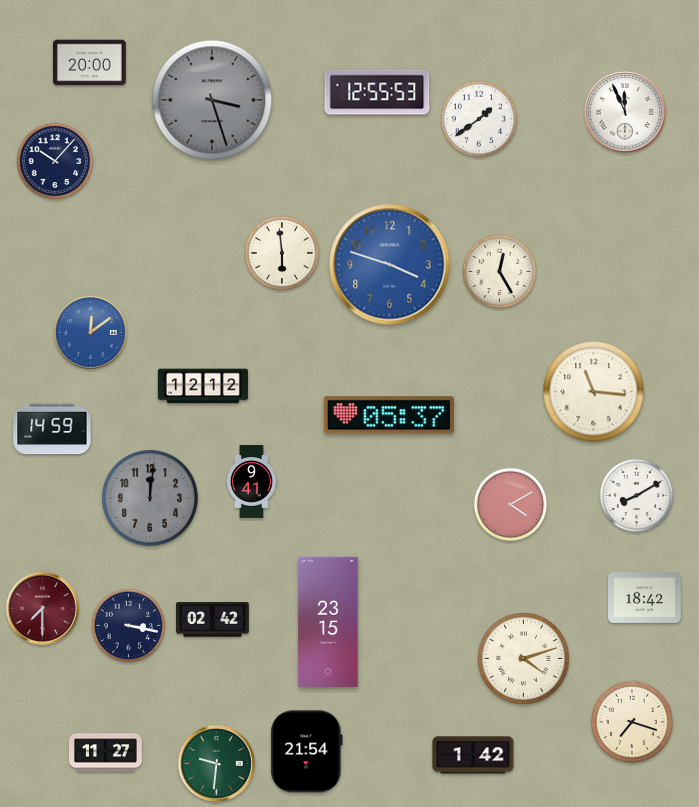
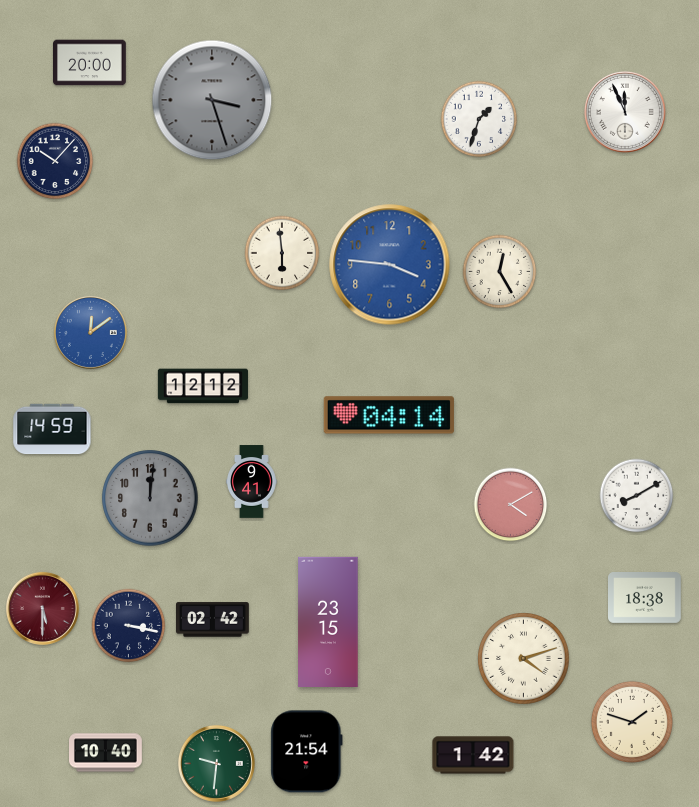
clock at (377, 92): 12:55 -> none
clock at (479, 119): 1:39 -> 1:33
clock at (390, 265): 3:48 -> 3:46
clock at (594, 392): 11:16 -> none
clock at (389, 415): 05:37 -> 04:14
clock at (645, 598): 18:42 -> 18:38
clock at (42, 608): 7:30 -> 5:30
clock at (632, 722): 7:18 -> 1:48
clock at (106, 753): 11:27 -> 10:40
